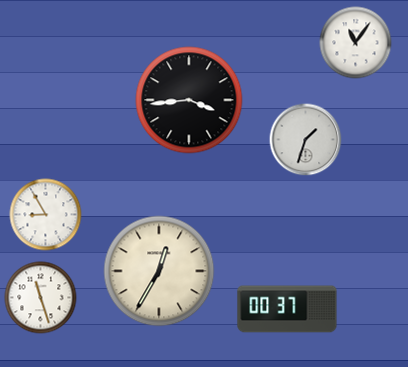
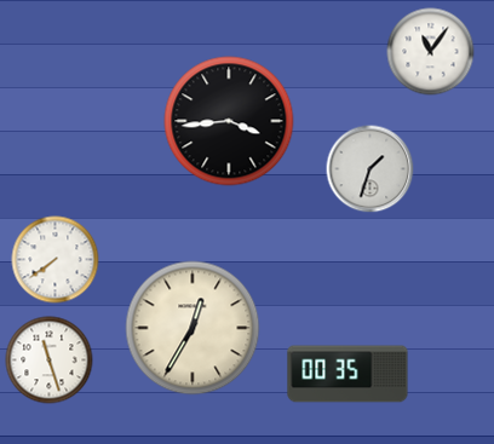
clock at (46, 215): 8:55 -> 7:39
clock at (287, 309): 00:37 -> 00:35
